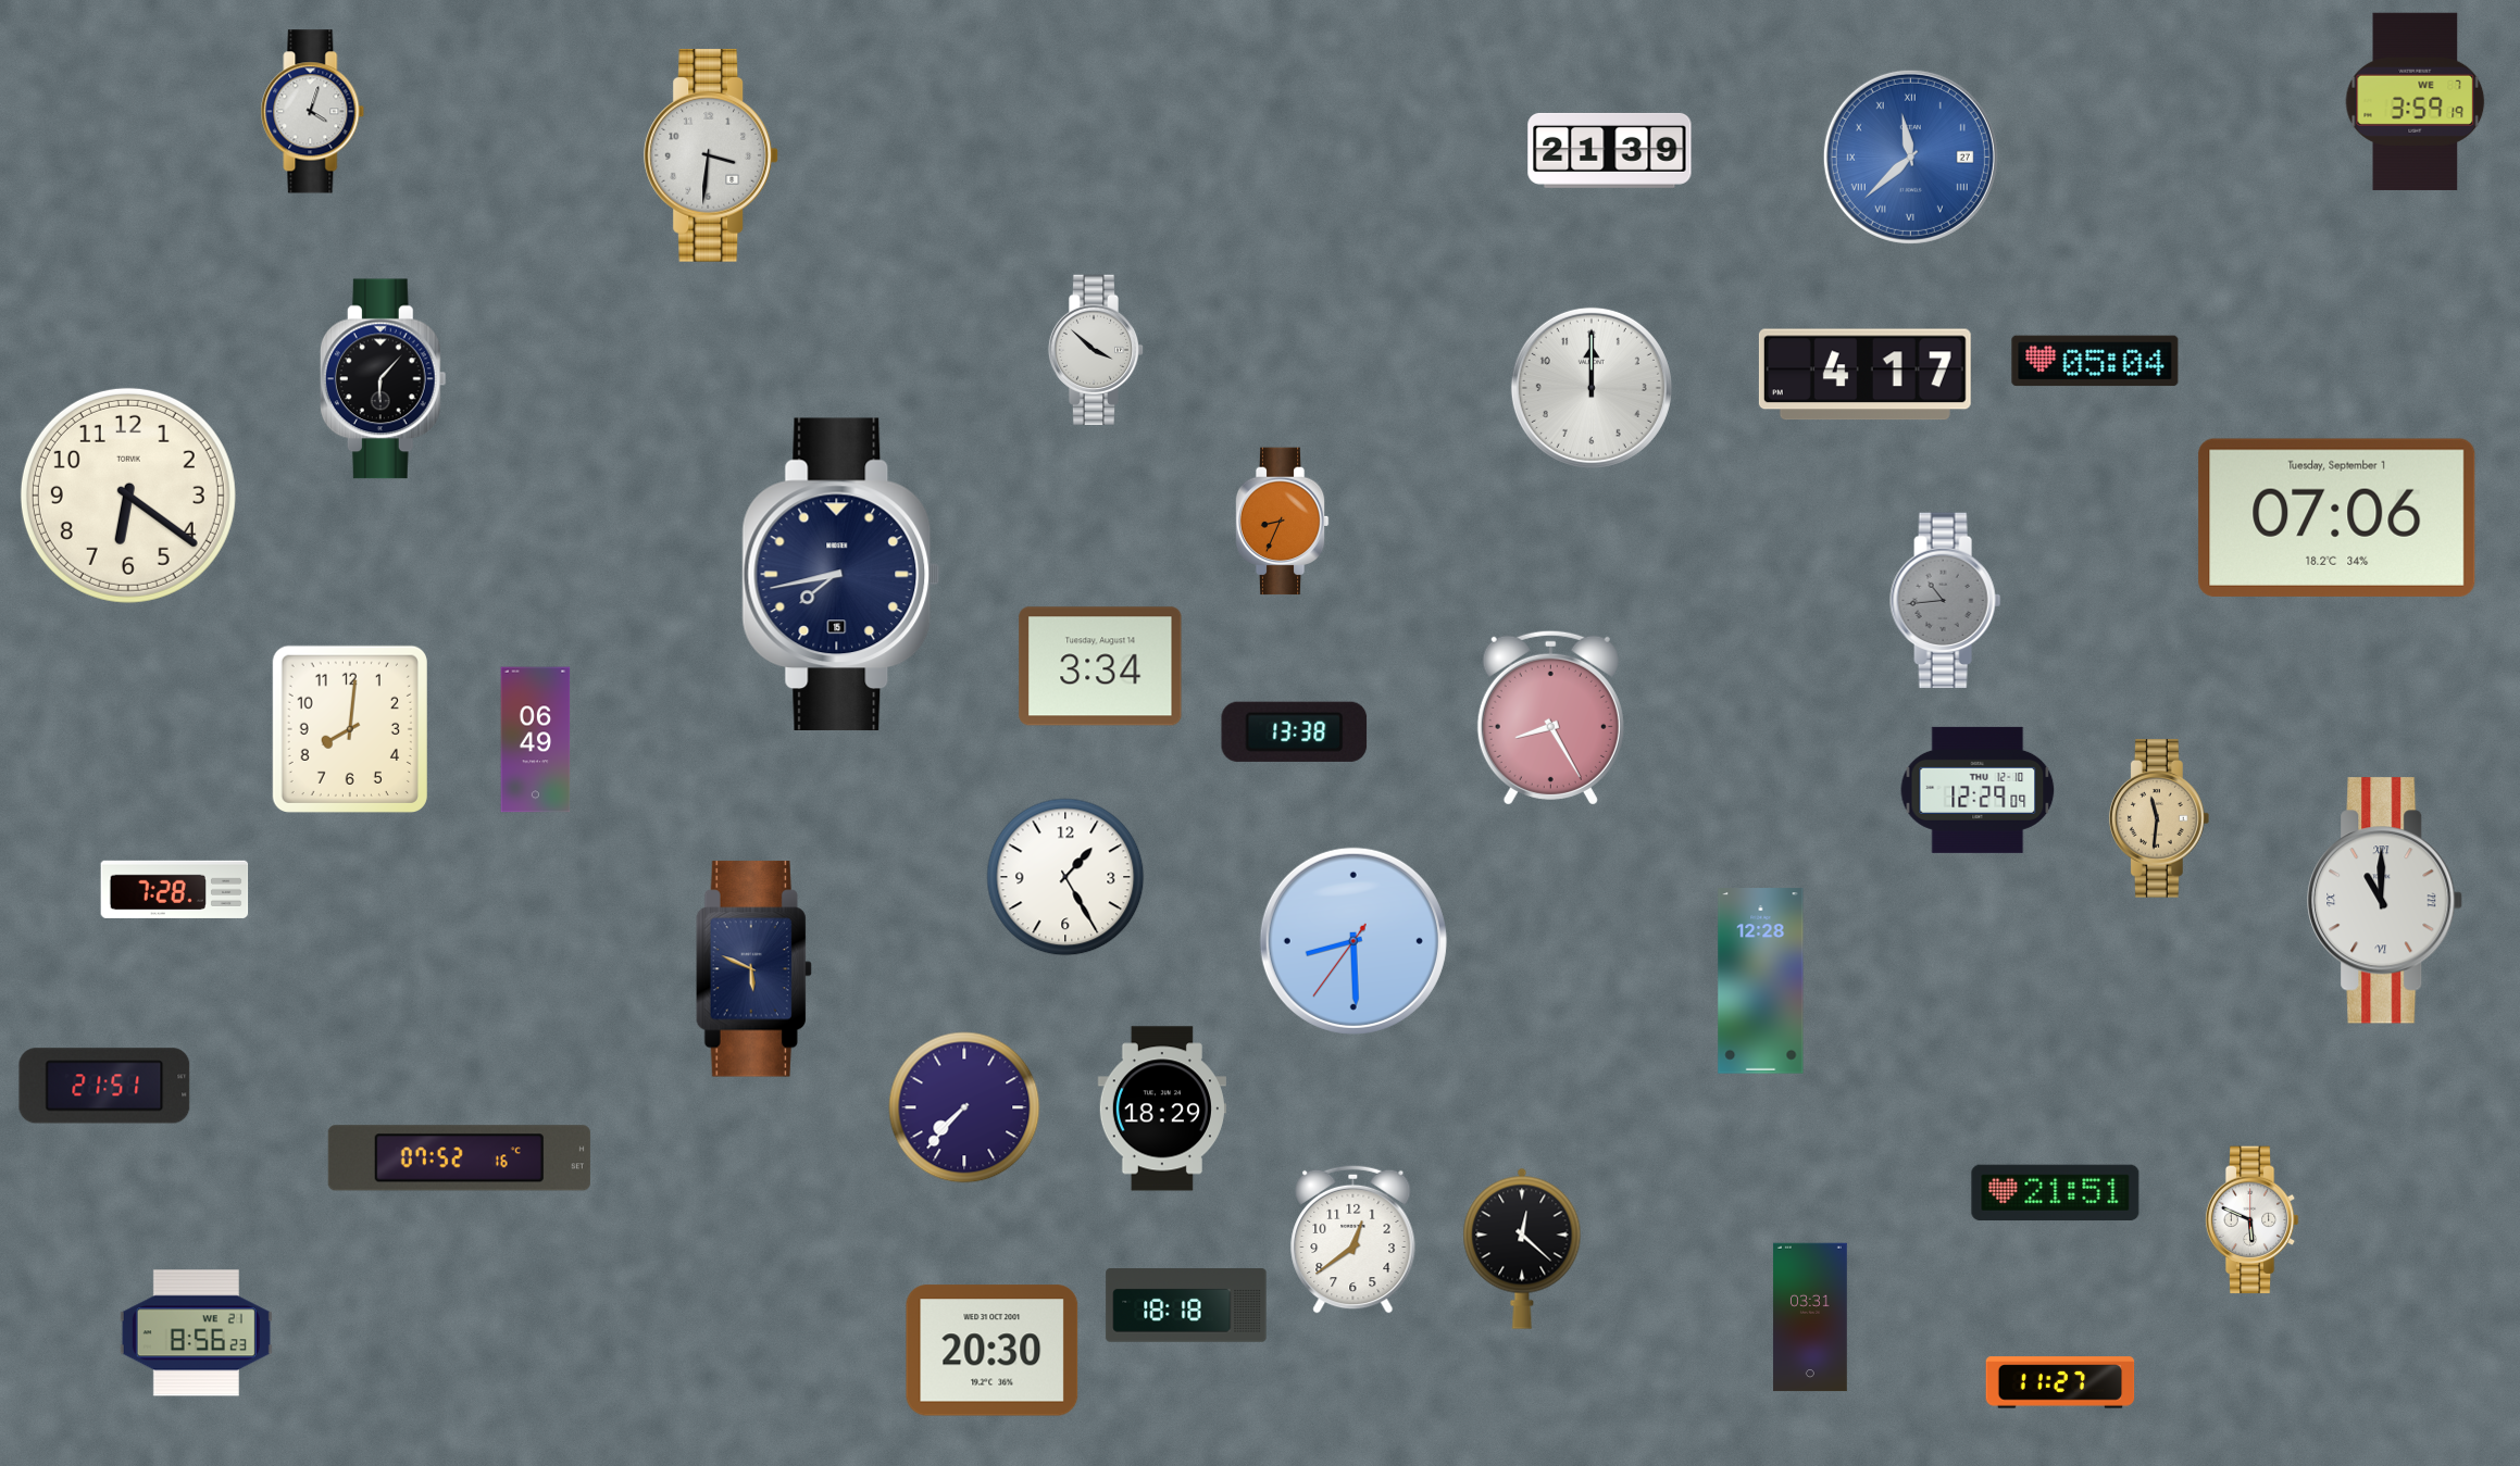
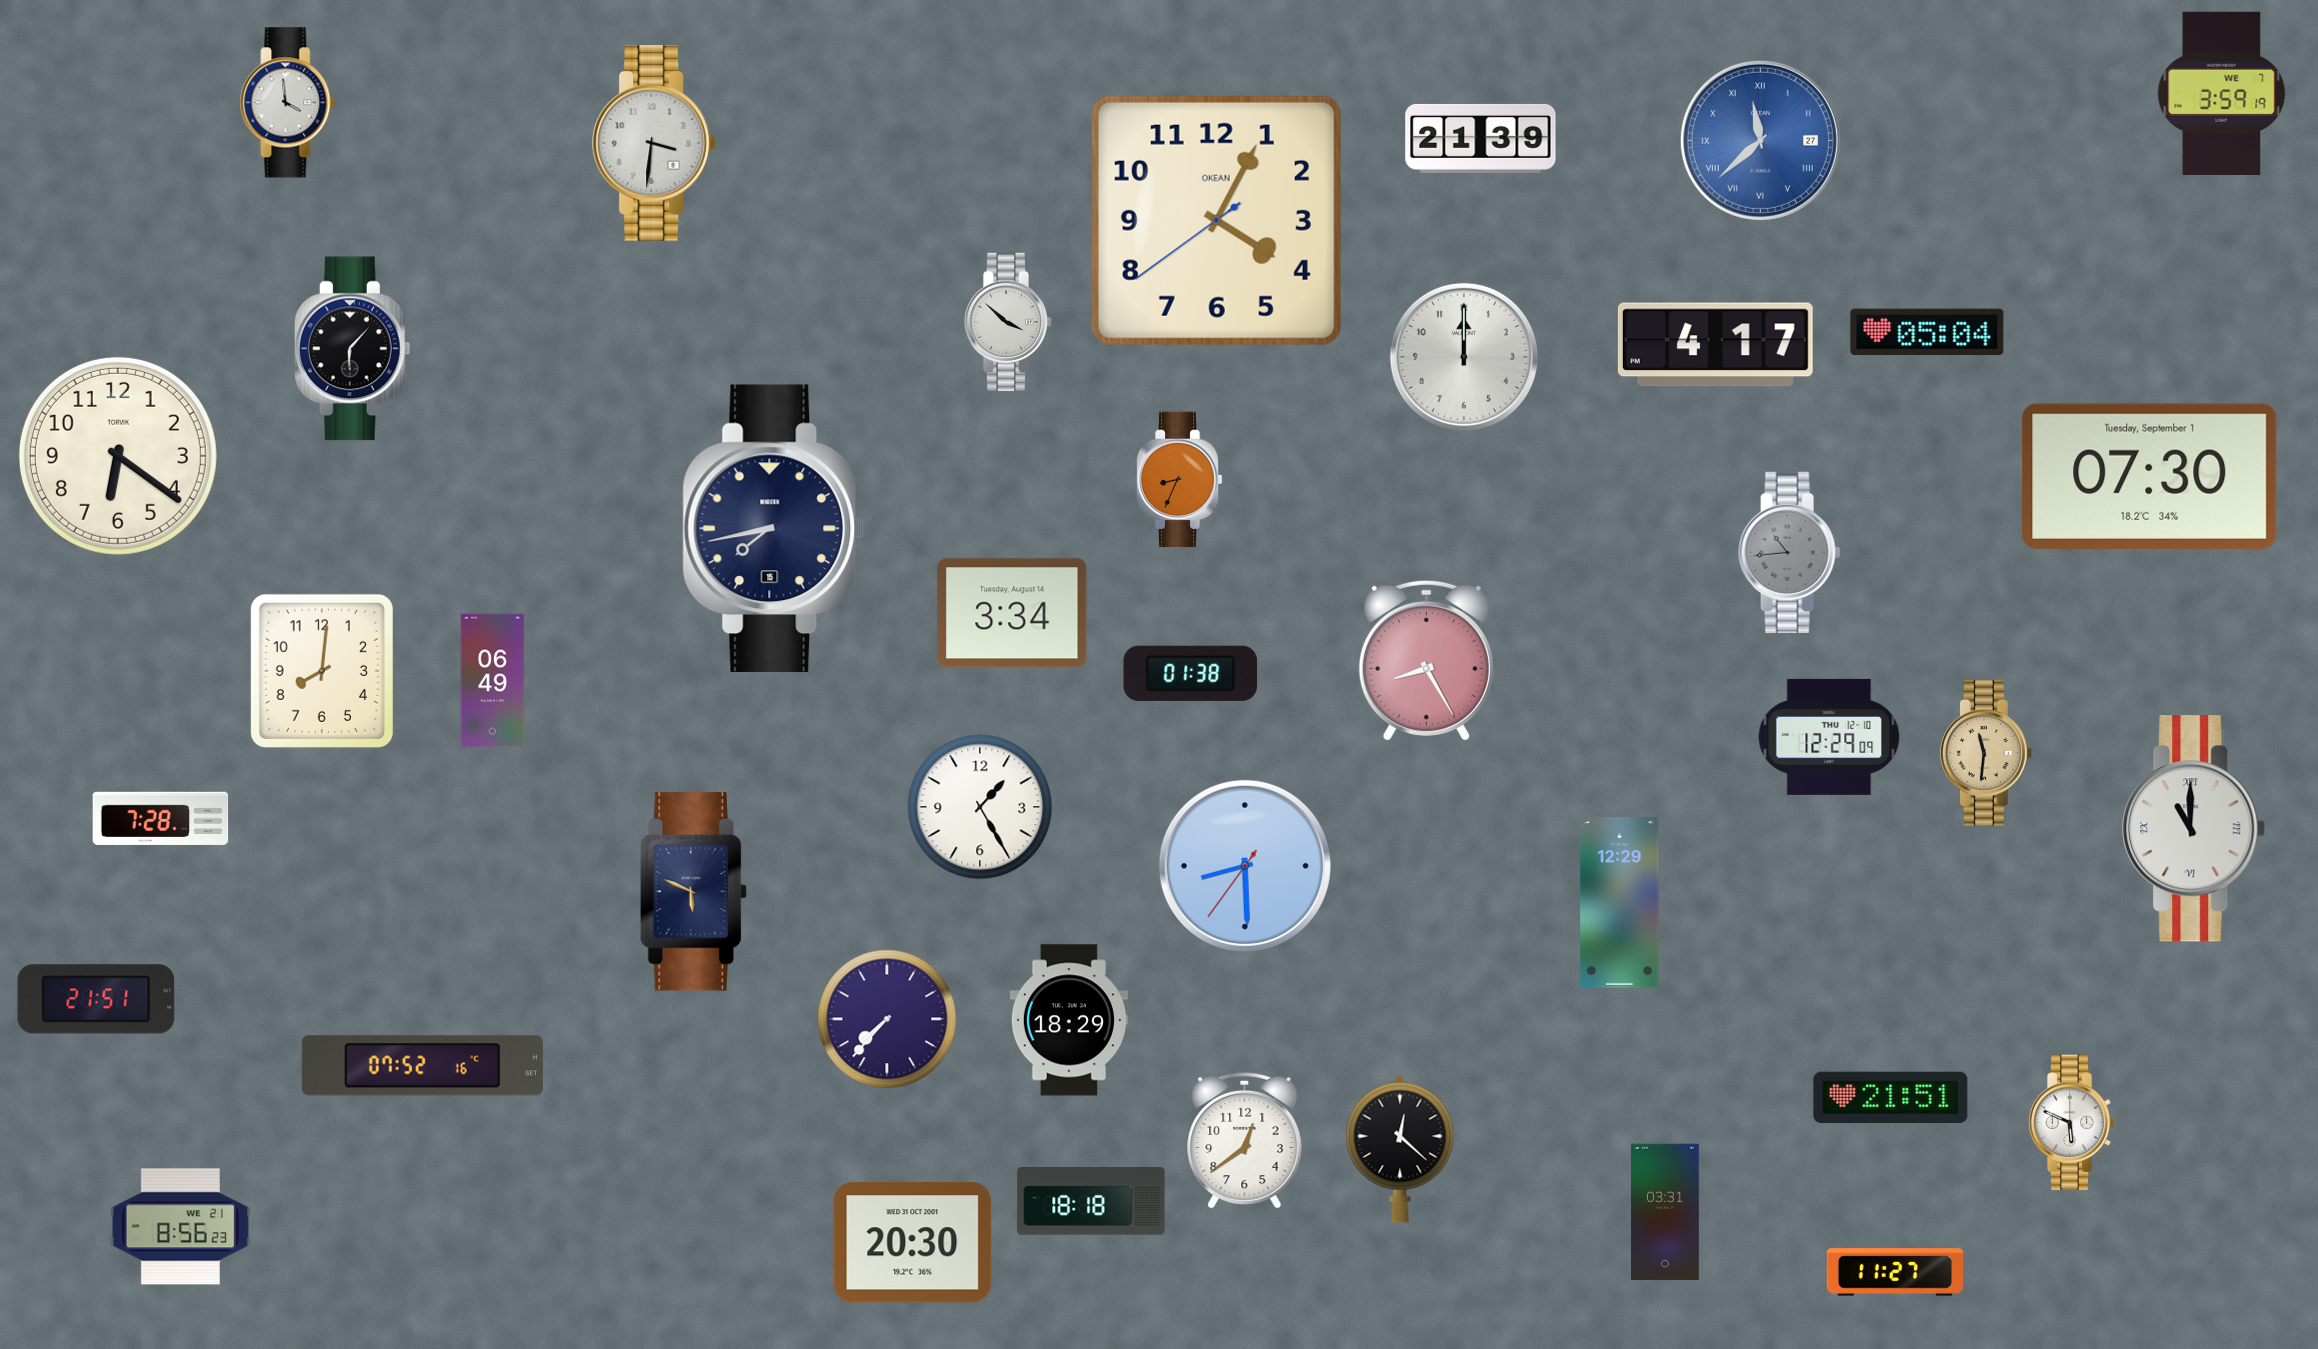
clock at (313, 112): 4:03 -> 3:59
clock at (1910, 156) position: (1910, 156) -> (1760, 140)
clock at (1216, 220): none -> 4:04
clock at (2337, 517): 07:06 -> 07:30
clock at (1295, 731): 13:38 -> 01:38
clock at (1978, 790) position: (1978, 790) -> (1829, 737)
clock at (1761, 981): 12:28 -> 12:29
